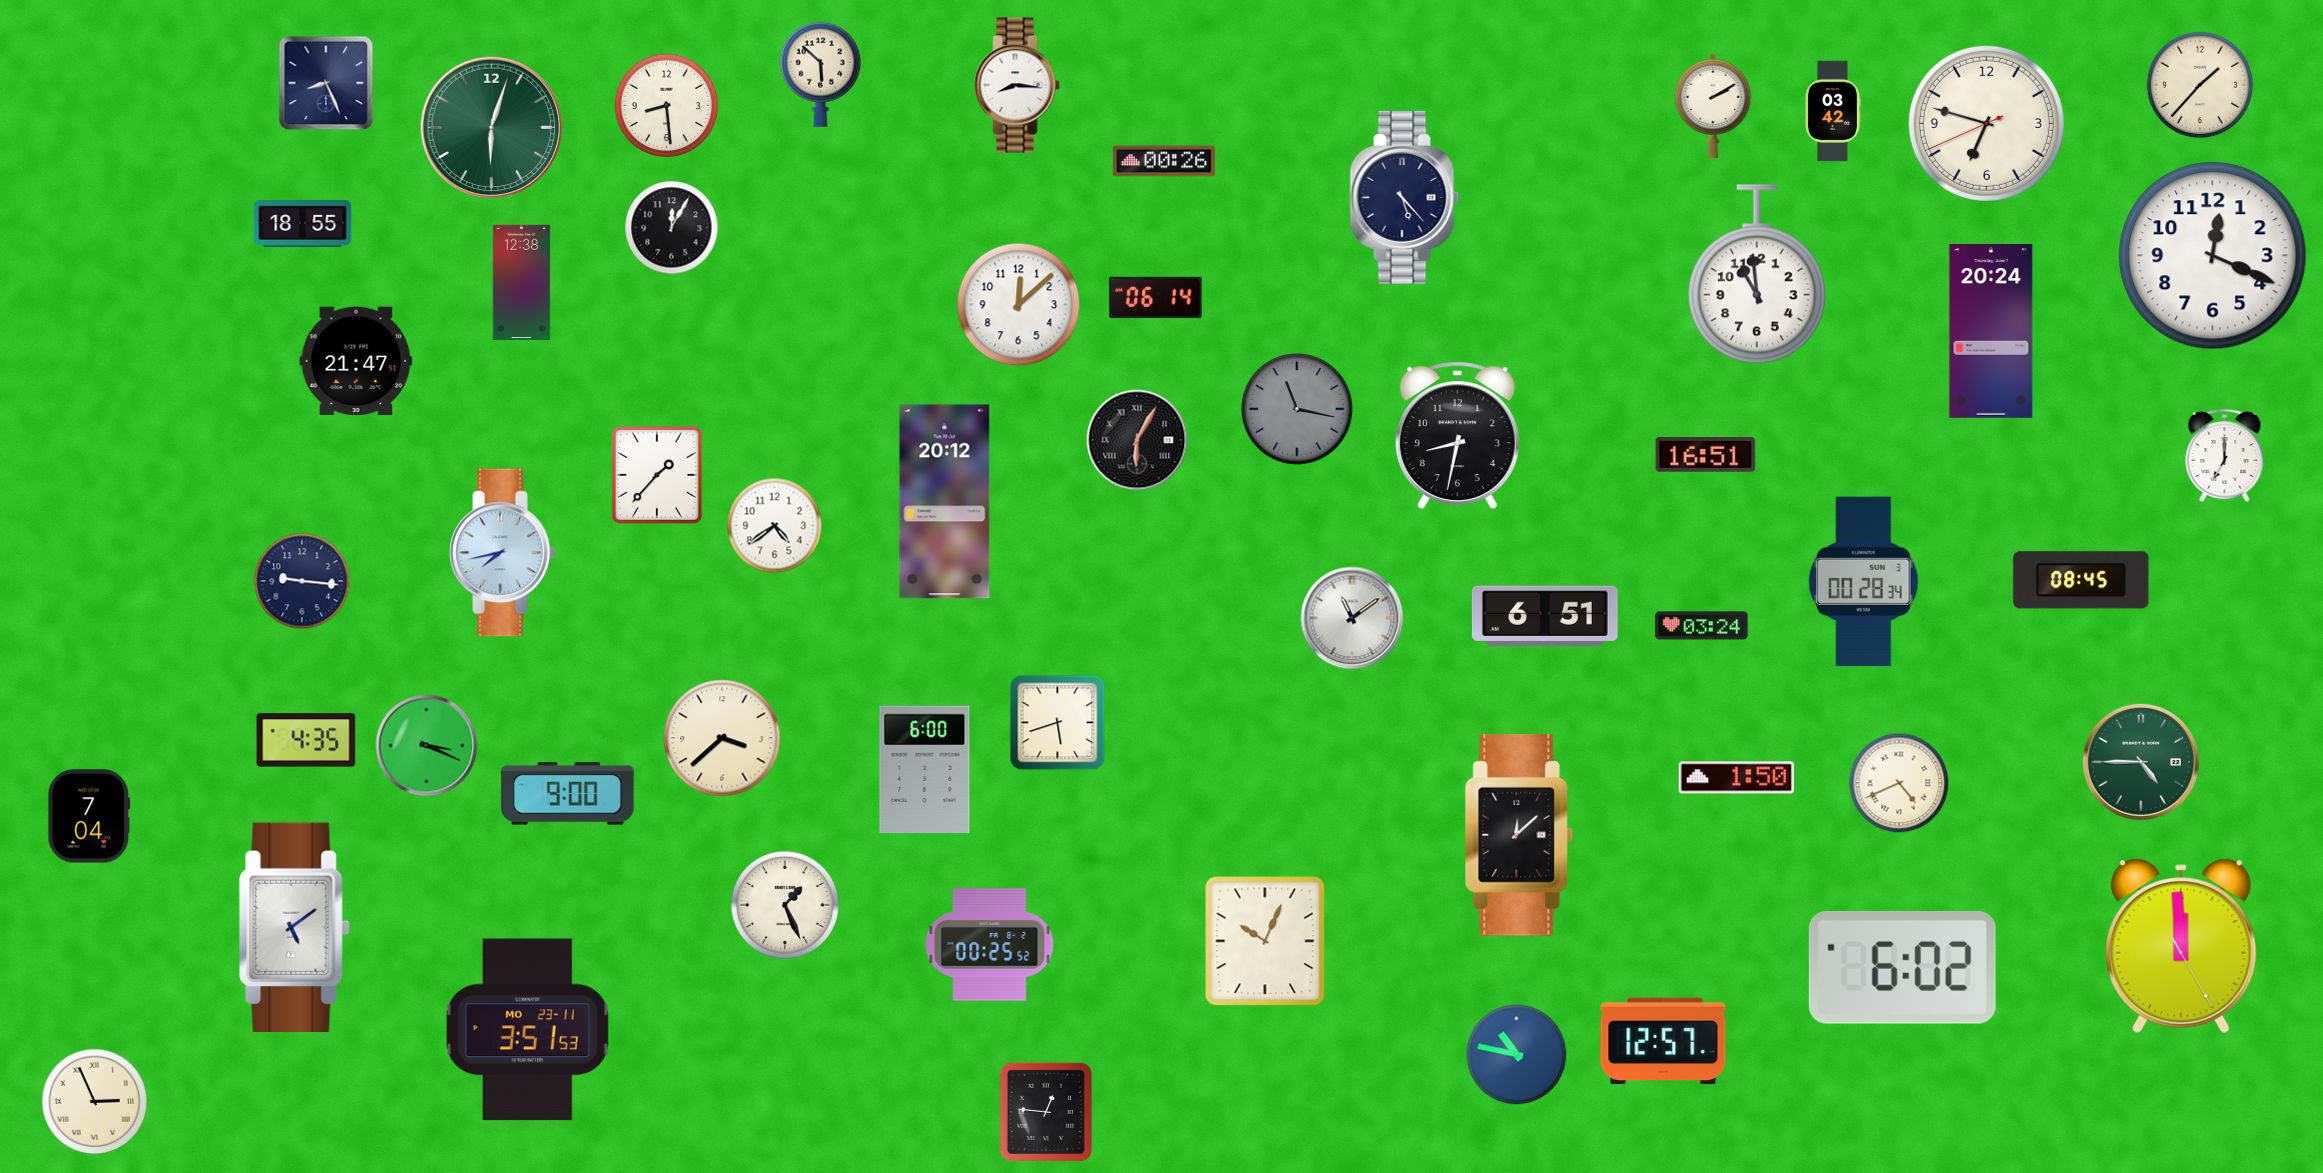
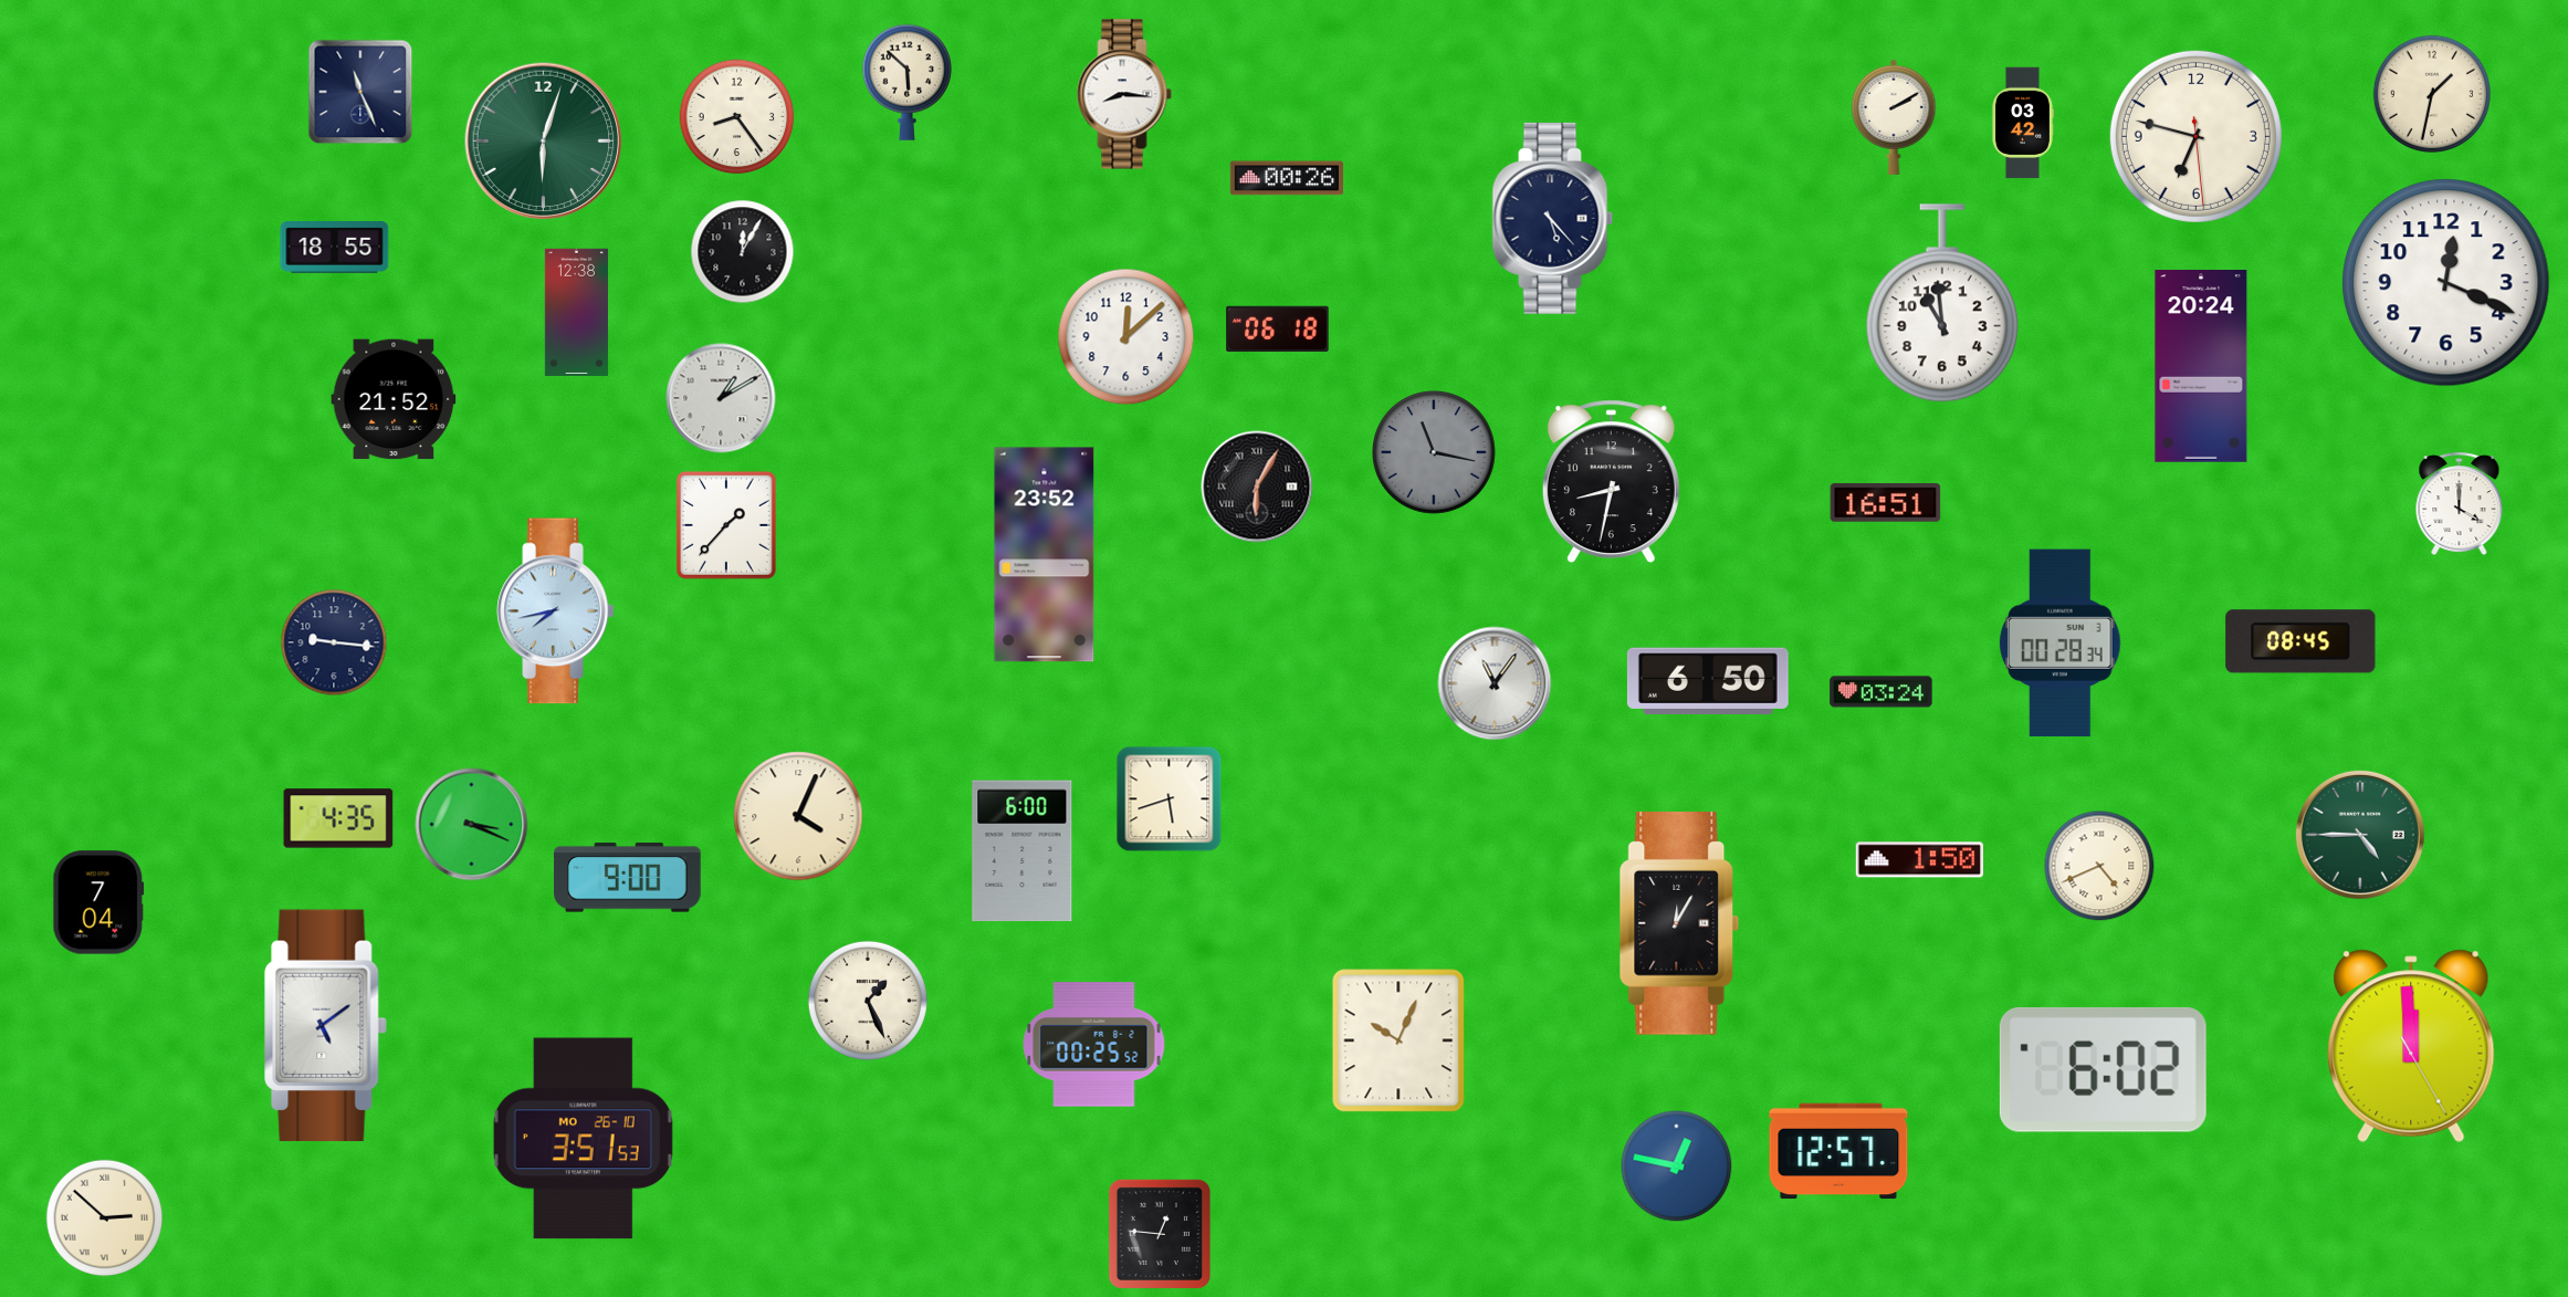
clock at (326, 83): 8:26 -> 11:26
clock at (2200, 85): 1:37 -> 1:32
clock at (667, 106): 8:29 -> 8:24
clock at (1832, 111) position: (1832, 111) -> (2022, 123)
clock at (1986, 123): 6:47:41 -> 6:47:29
clock at (1156, 298): 06:14 -> 06:18
clock at (721, 398): none -> 1:10
clock at (356, 361): 21:47 -> 21:52
clock at (2225, 455): 7:00 -> 4:00
clock at (945, 502): 20:12 -> 23:52
clock at (775, 526): 4:39 -> none
clock at (1545, 615): 6:51 -> 6:50
clock at (1352, 618): 11:09 -> 11:06
clock at (722, 738): 3:38 -> 4:04
clock at (2141, 762) position: (2141, 762) -> (2360, 835)
clock at (1519, 836): 12:08 -> 12:05
clock at (527, 1030) date: MO 23-11 -> MO 26-10
clock at (1517, 1055): 10:47 -> 12:47
clock at (95, 1102): 2:56 -> 2:52
clock at (1046, 1112) position: (1046, 1112) -> (1160, 1234)
